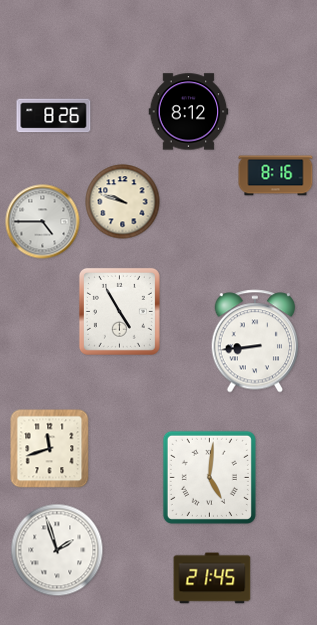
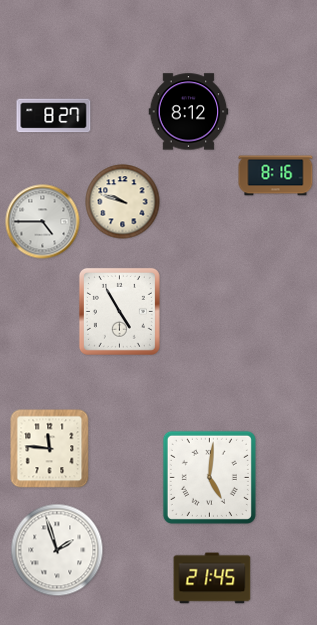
clock at (54, 116): 8:26 -> 8:27
clock at (255, 341): 8:44 -> none
clock at (50, 449): 11:42 -> 11:46
